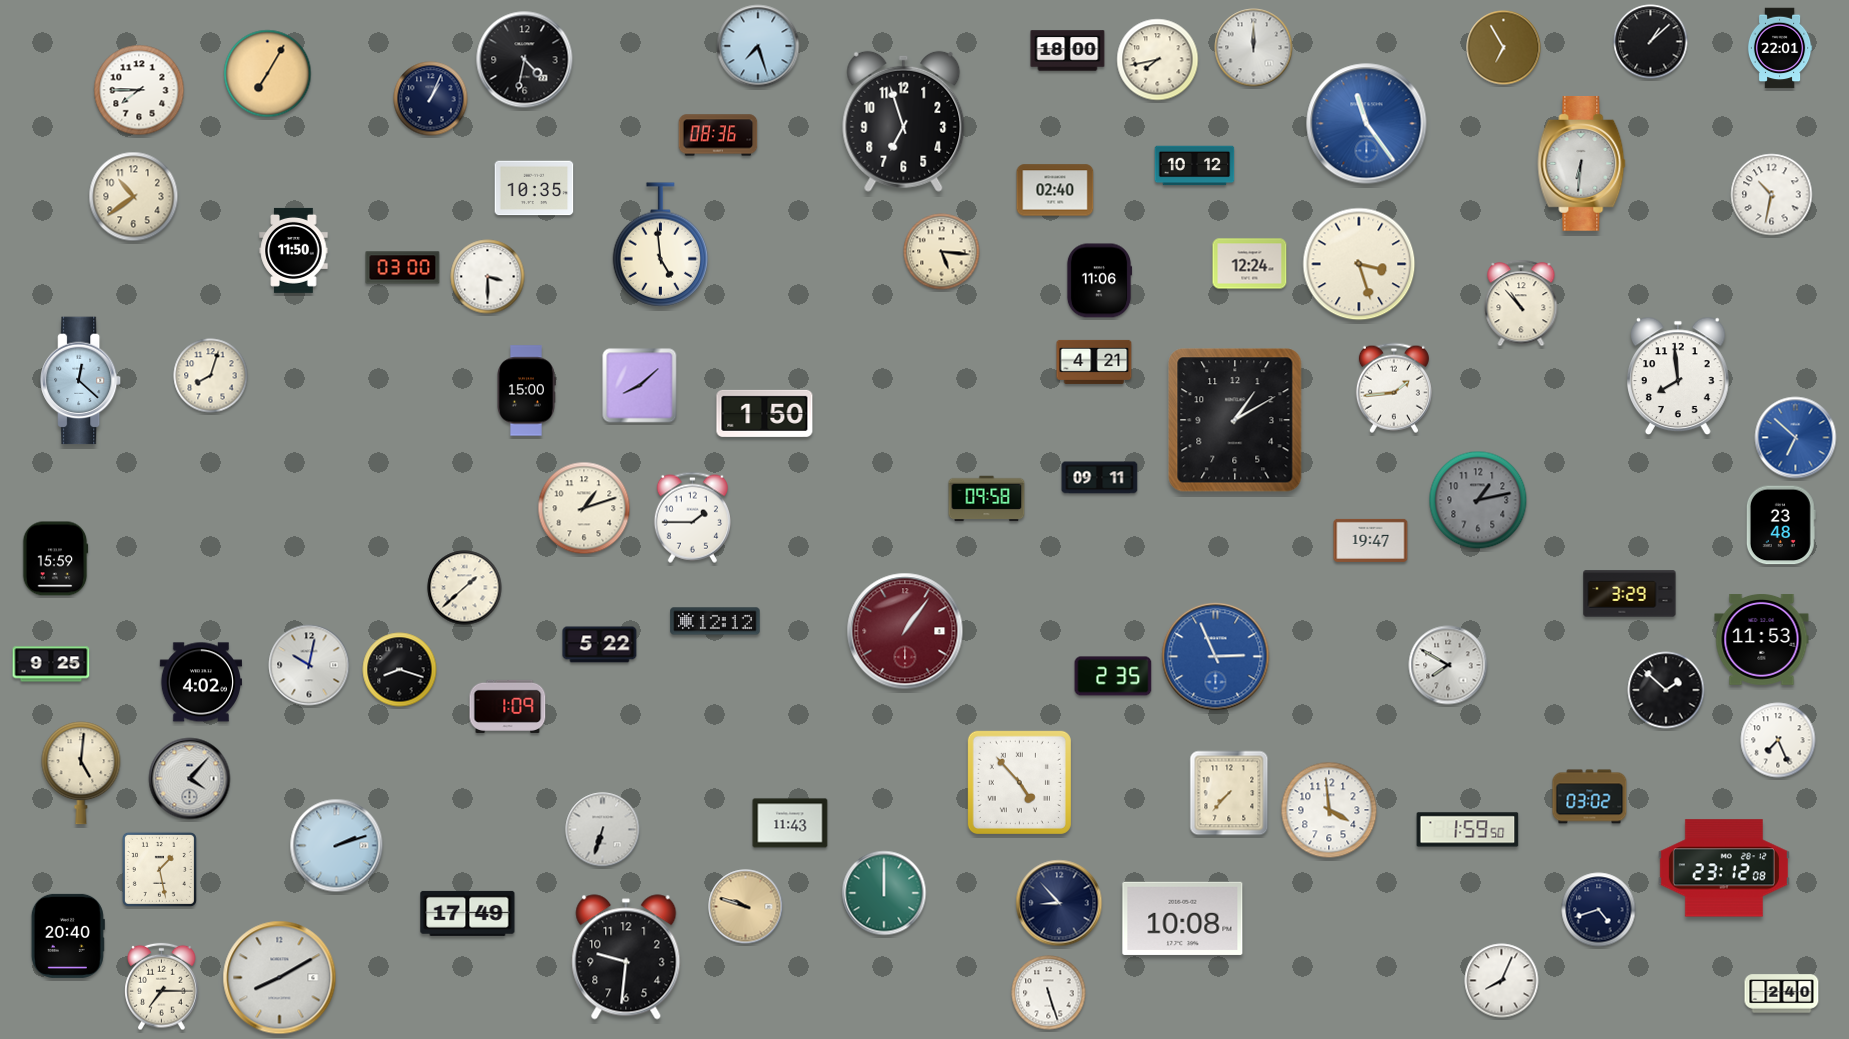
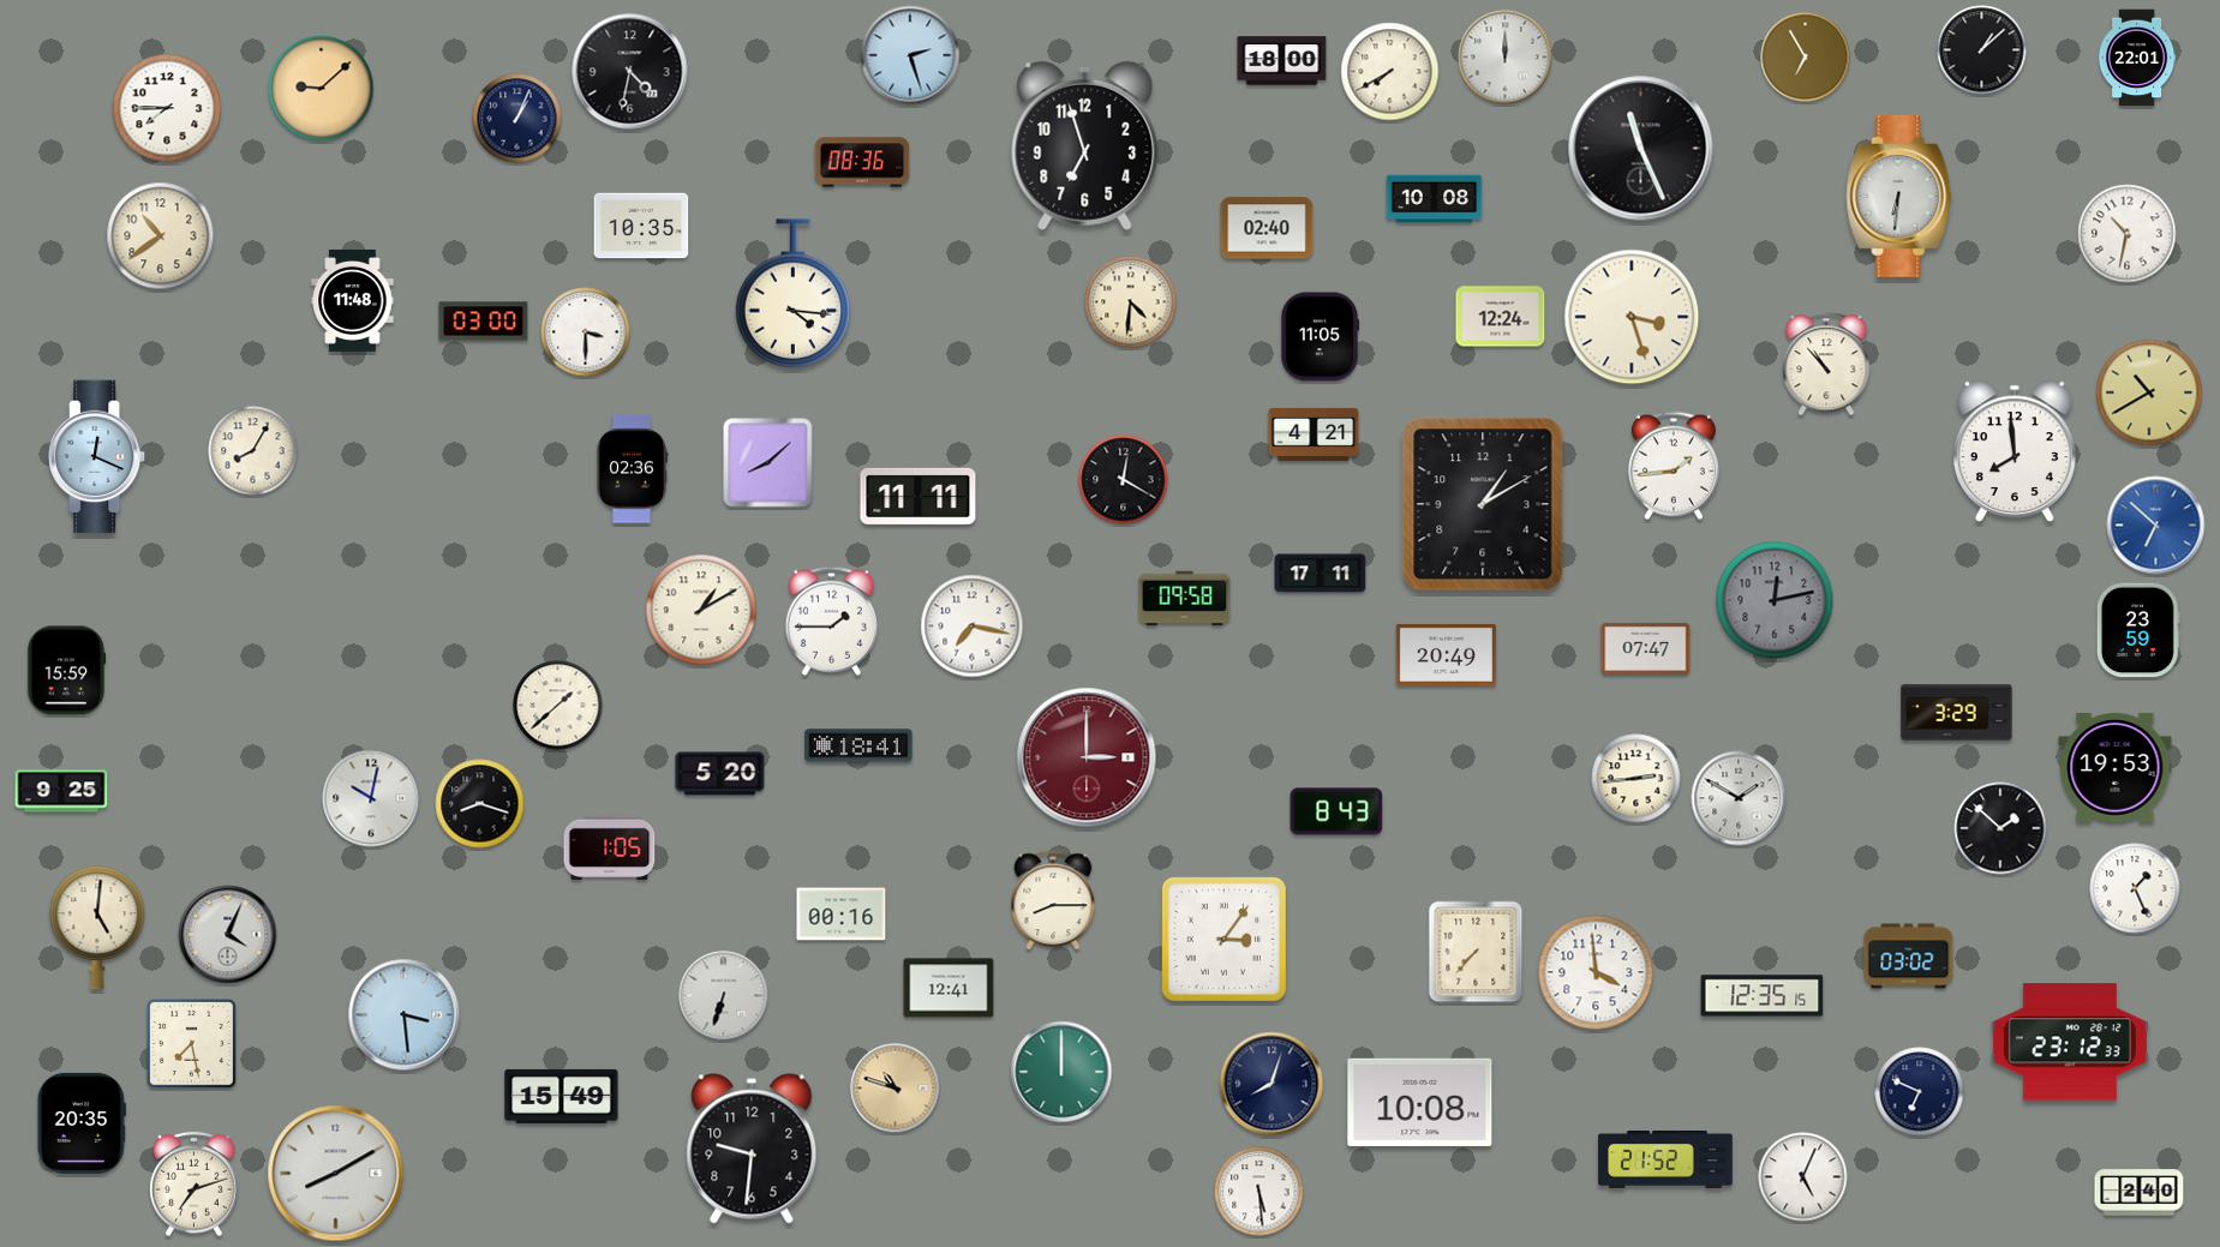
clock at (758, 46): 7:27 -> 2:27
clock at (1158, 60): 7:43 -> 7:40
clock at (268, 74): 7:05 -> 9:08
clock at (1367, 124): 11:24 -> 11:26
clock at (1367, 124) dial: blue -> black
clock at (1195, 166): 10:12 -> 10:08
clock at (661, 245): 4:59 -> 4:16
clock at (294, 250): 11:50 -> 11:48
clock at (942, 252): 5:16 -> 4:31
clock at (1099, 281): 11:06 -> 11:05
clock at (2149, 392): none -> 10:40
clock at (211, 376): 8:03 -> 8:05
clock at (82, 381): 12:22 -> 12:19
clock at (527, 391): 15:00 -> 02:36
clock at (1124, 480): none -> 12:20
clock at (765, 413): 1:50 -> 11:11
clock at (1100, 478): 09:11 -> 17:11
clock at (1478, 500): 1:13 -> 12:13
clock at (584, 508): 1:12 -> 1:10
clock at (973, 627): none -> 7:17
clock at (1781, 525): 23:48 -> 23:59
clock at (1371, 540): 19:47 -> 07:47
clock at (1446, 654): none -> 20:49
clock at (715, 621): 12:12 -> 18:41
clock at (905, 631): 1:06 -> 3:00
clock at (1762, 640): 11:53 -> 19:53
clock at (600, 645): 5:22 -> 5:20
clock at (1636, 779): none -> 2:44
clock at (1216, 657): 2:56 -> none
clock at (51, 664) position: (51, 664) -> (61, 791)
clock at (1448, 665): 7:50 -> 1:50
clock at (1113, 676): 2:35 -> 8:43
clock at (200, 682): 4:02 -> none
clock at (508, 706): 1:09 -> 1:05
clock at (1778, 740): 7:26 -> 1:26
clock at (1053, 900): none -> 8:15
clock at (842, 915): none -> 00:16
clock at (190, 779): 4:07 -> 4:04
clock at (1019, 782): 4:53 -> 3:06
clock at (790, 823): 11:43 -> 12:41
clock at (1468, 830): 1:59 -> 12:35
clock at (337, 846): 2:12 -> 3:29
clock at (1724, 868): 23:12:08 -> 23:12:33
clock at (159, 869): 1:28 -> 7:28
clock at (1059, 903): 8:53 -> 8:03
clock at (746, 907): 9:48 -> 10:48
clock at (1599, 910): 4:42 -> 6:49
clock at (468, 913): 17:49 -> 15:49
clock at (68, 936): 20:40 -> 20:35
clock at (1665, 1161): none -> 21:52
clock at (1502, 981): 8:04 -> 5:04
clock at (162, 987): 7:15 -> 7:12
clock at (1049, 993): 5:27 -> 5:29
